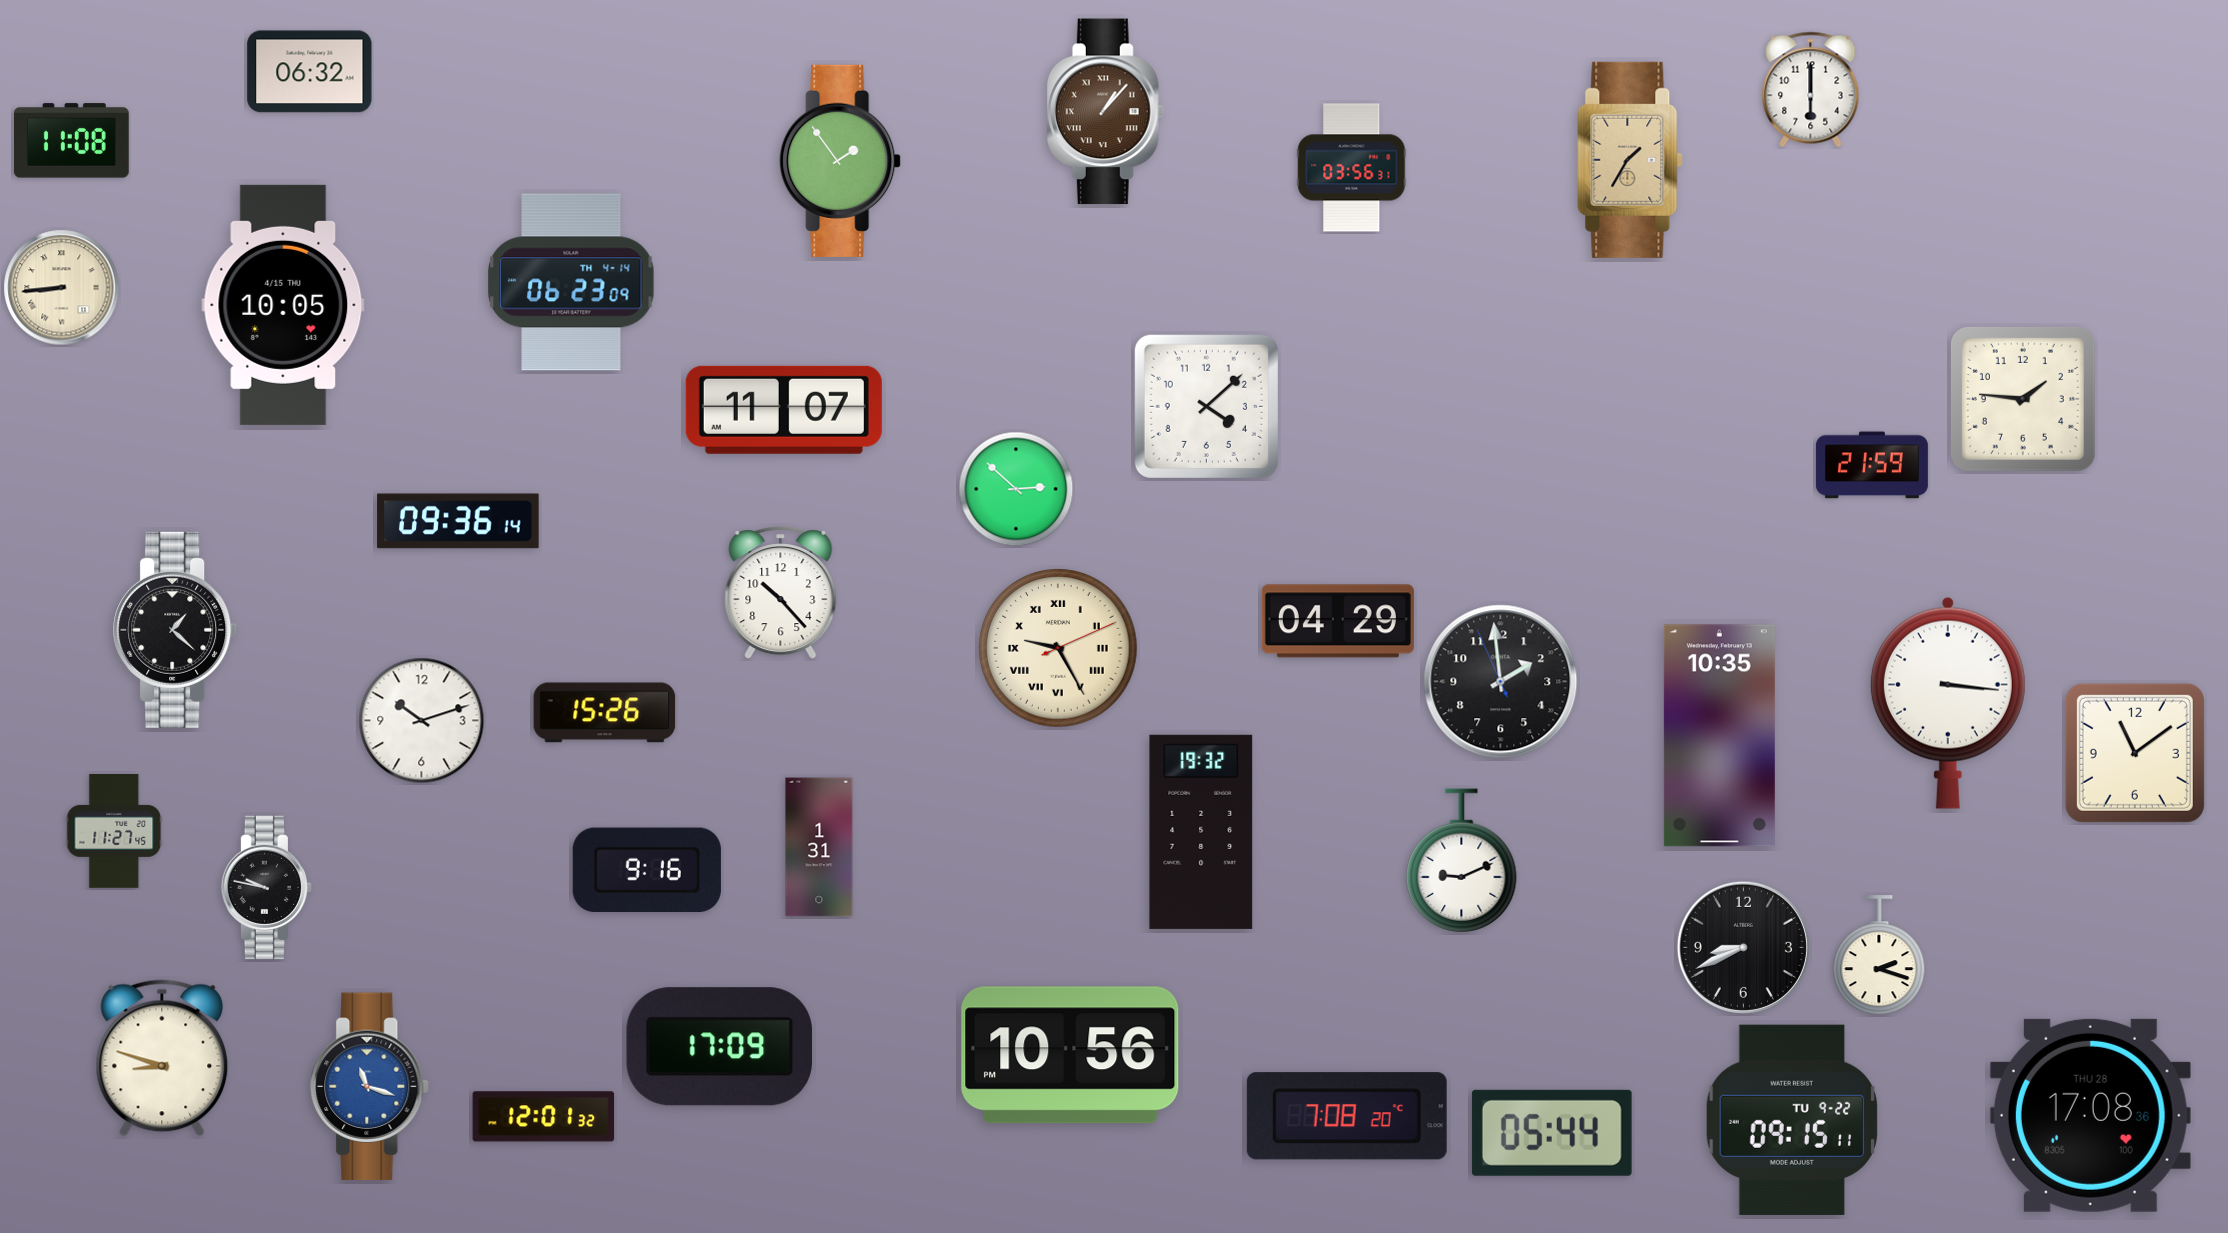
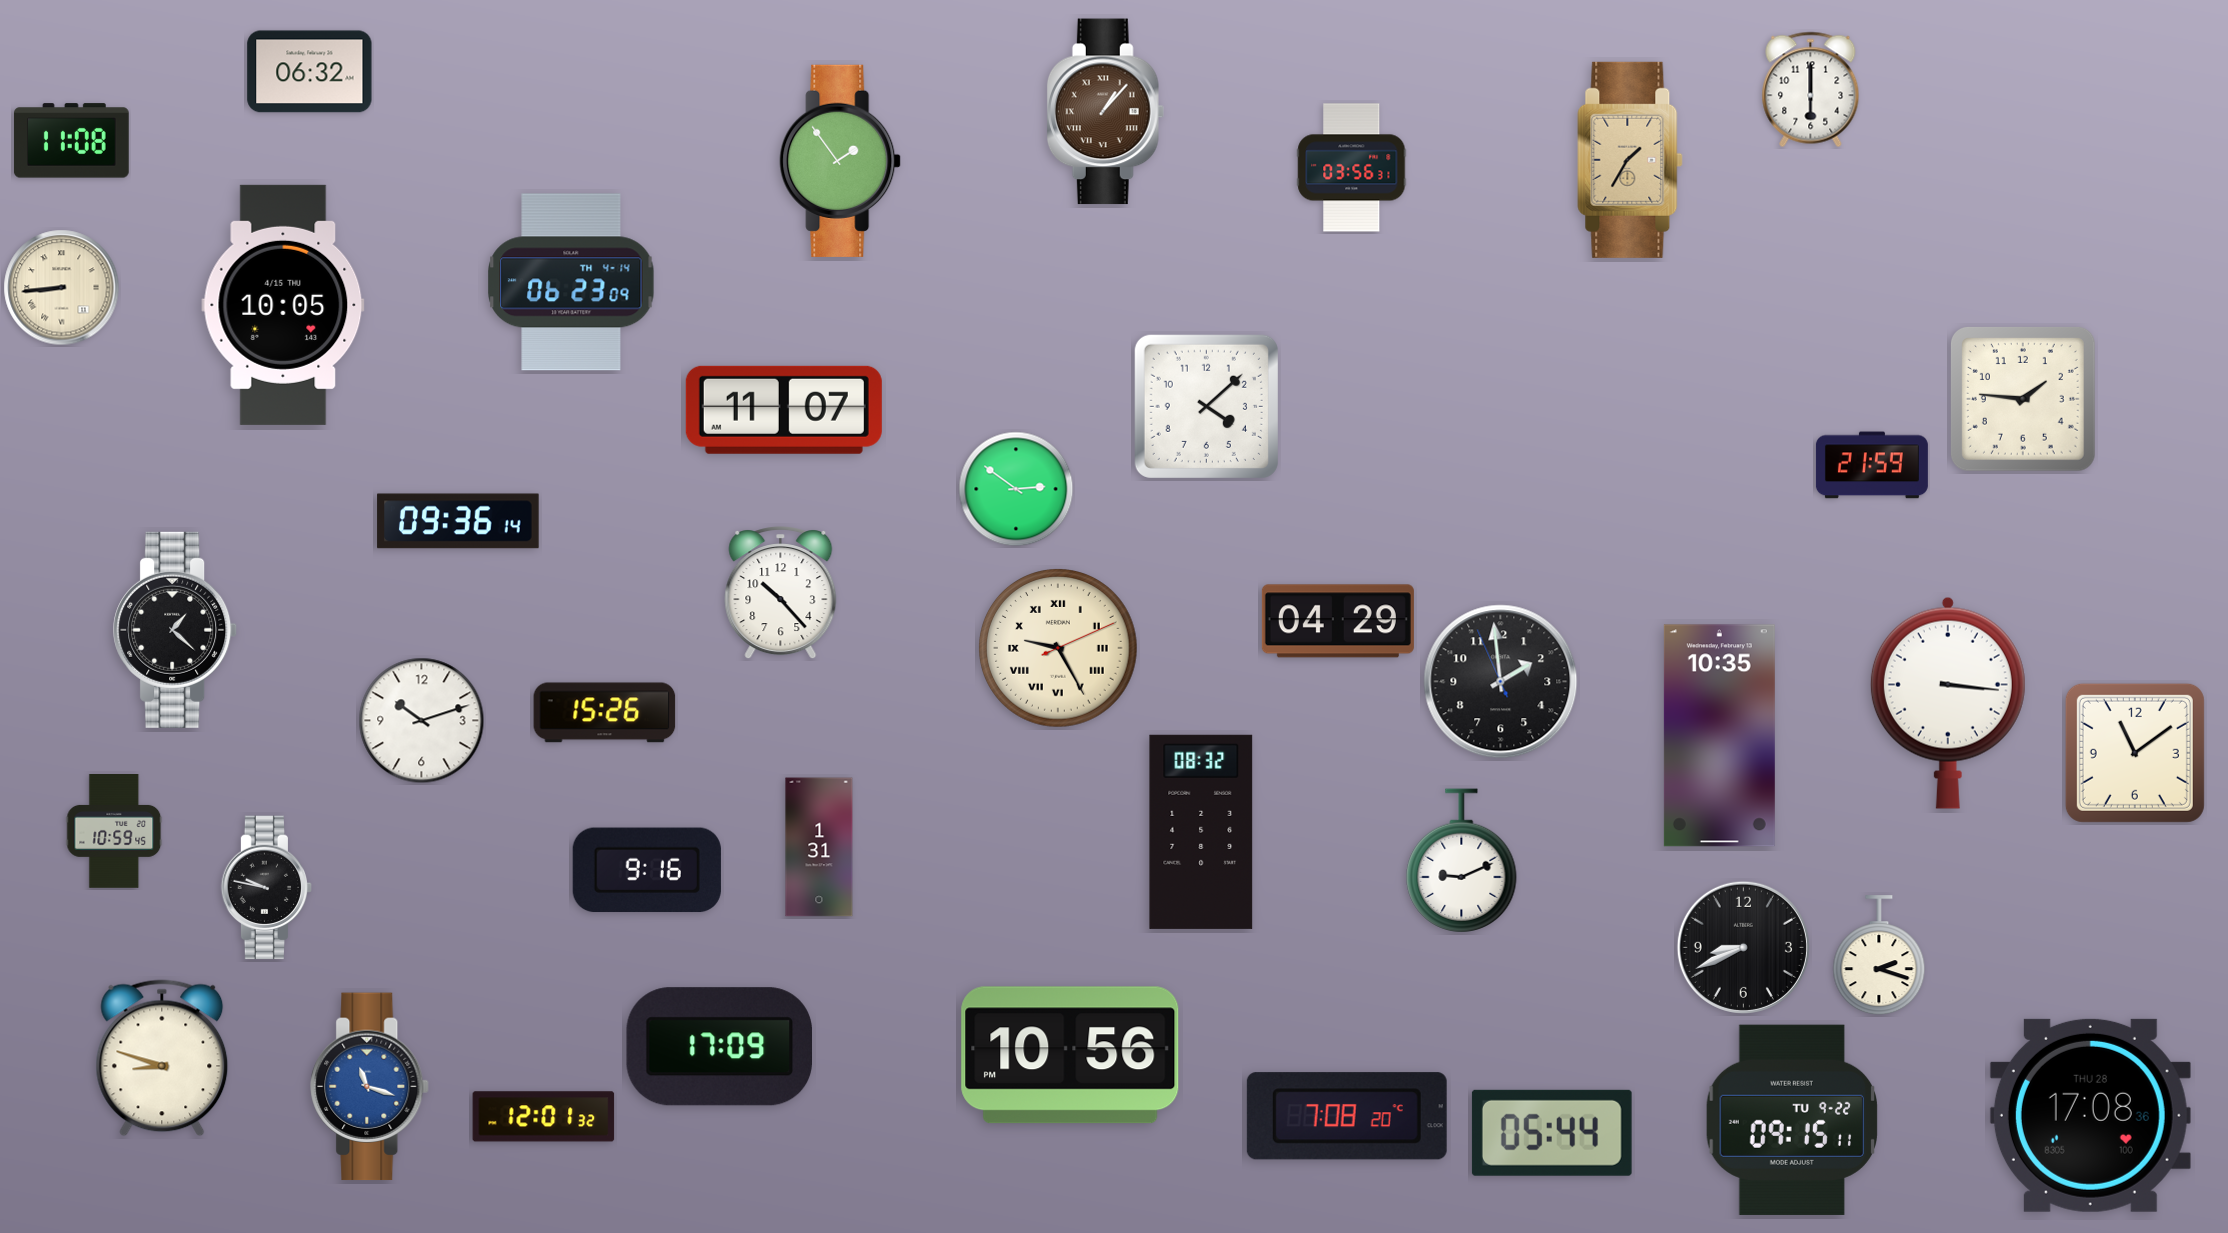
clock at (1016, 489): 2:52 -> 2:51
clock at (114, 832): 11:27 -> 10:59
clock at (1201, 832): 19:32 -> 08:32
